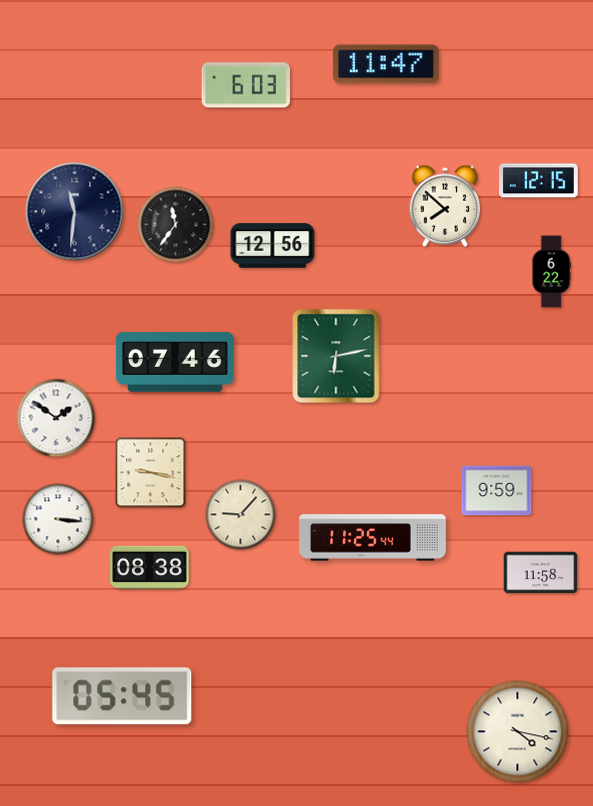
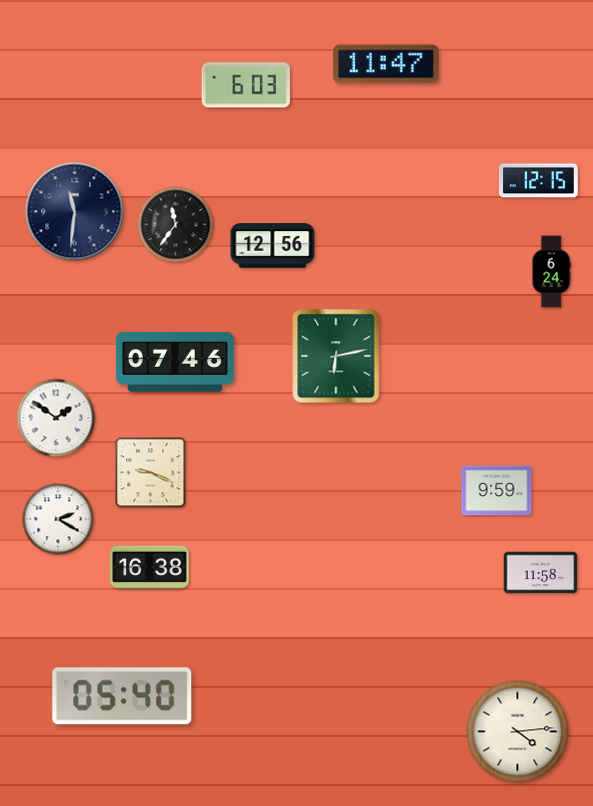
clock at (445, 206): 7:52 -> none
clock at (551, 272): 6:22 -> 6:24
clock at (151, 473): 9:17 -> 9:19
clock at (241, 515): 9:07 -> none
clock at (58, 519): 3:16 -> 2:20
clock at (373, 538): 11:25 -> none
clock at (150, 567): 08:38 -> 16:38
clock at (122, 696): 05:45 -> 05:40
clock at (518, 732): 4:17 -> 4:14
